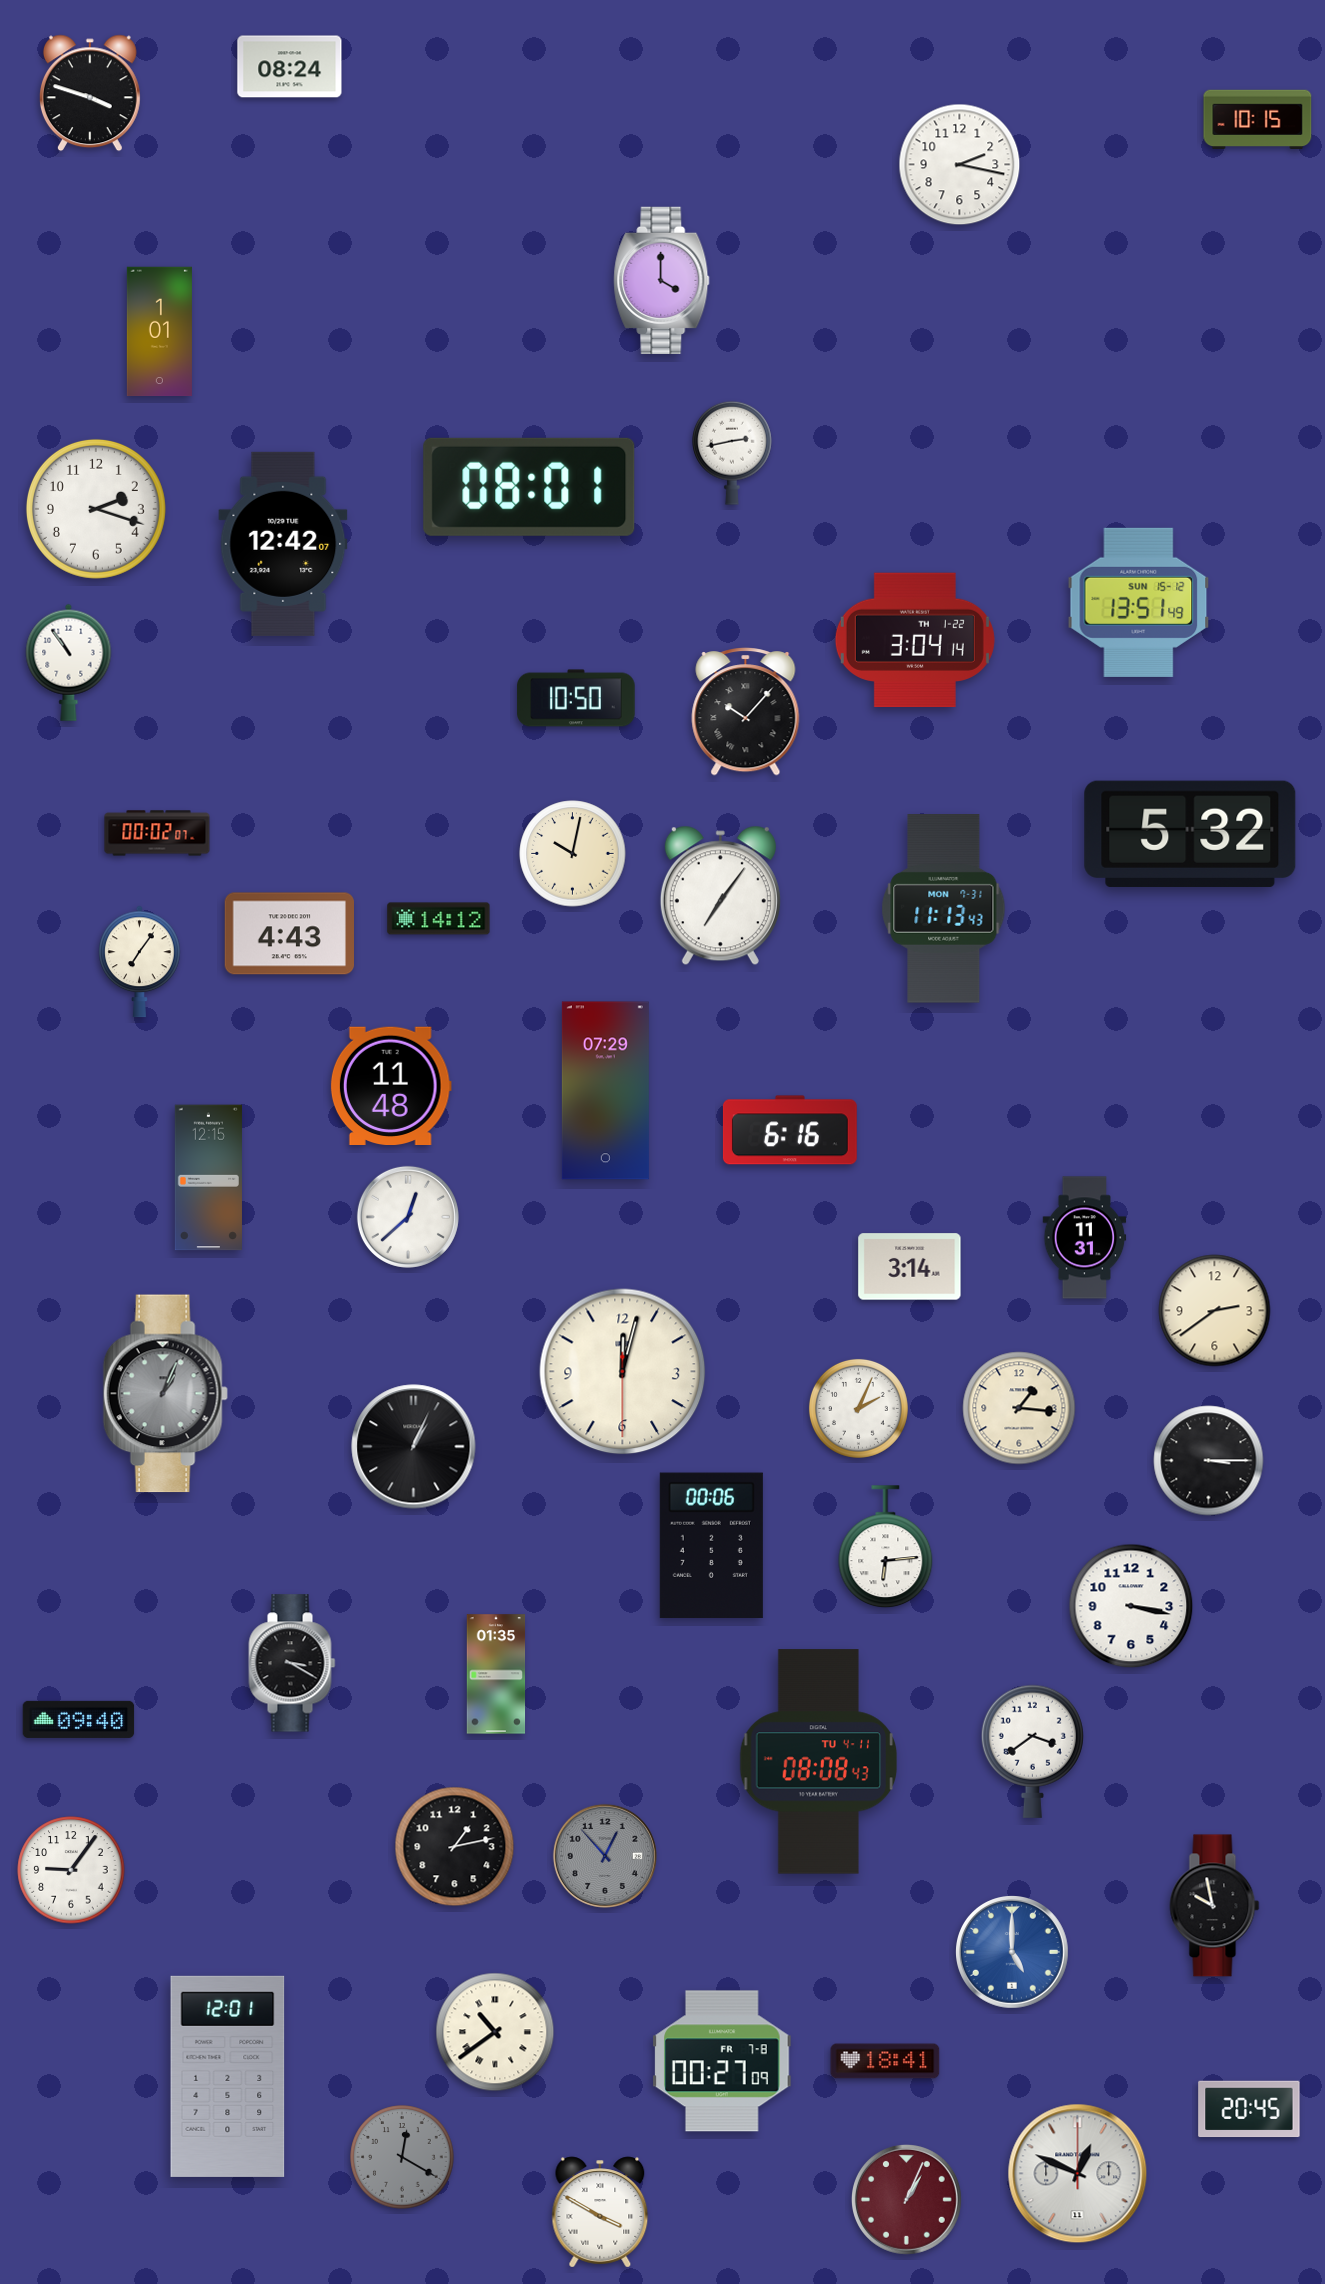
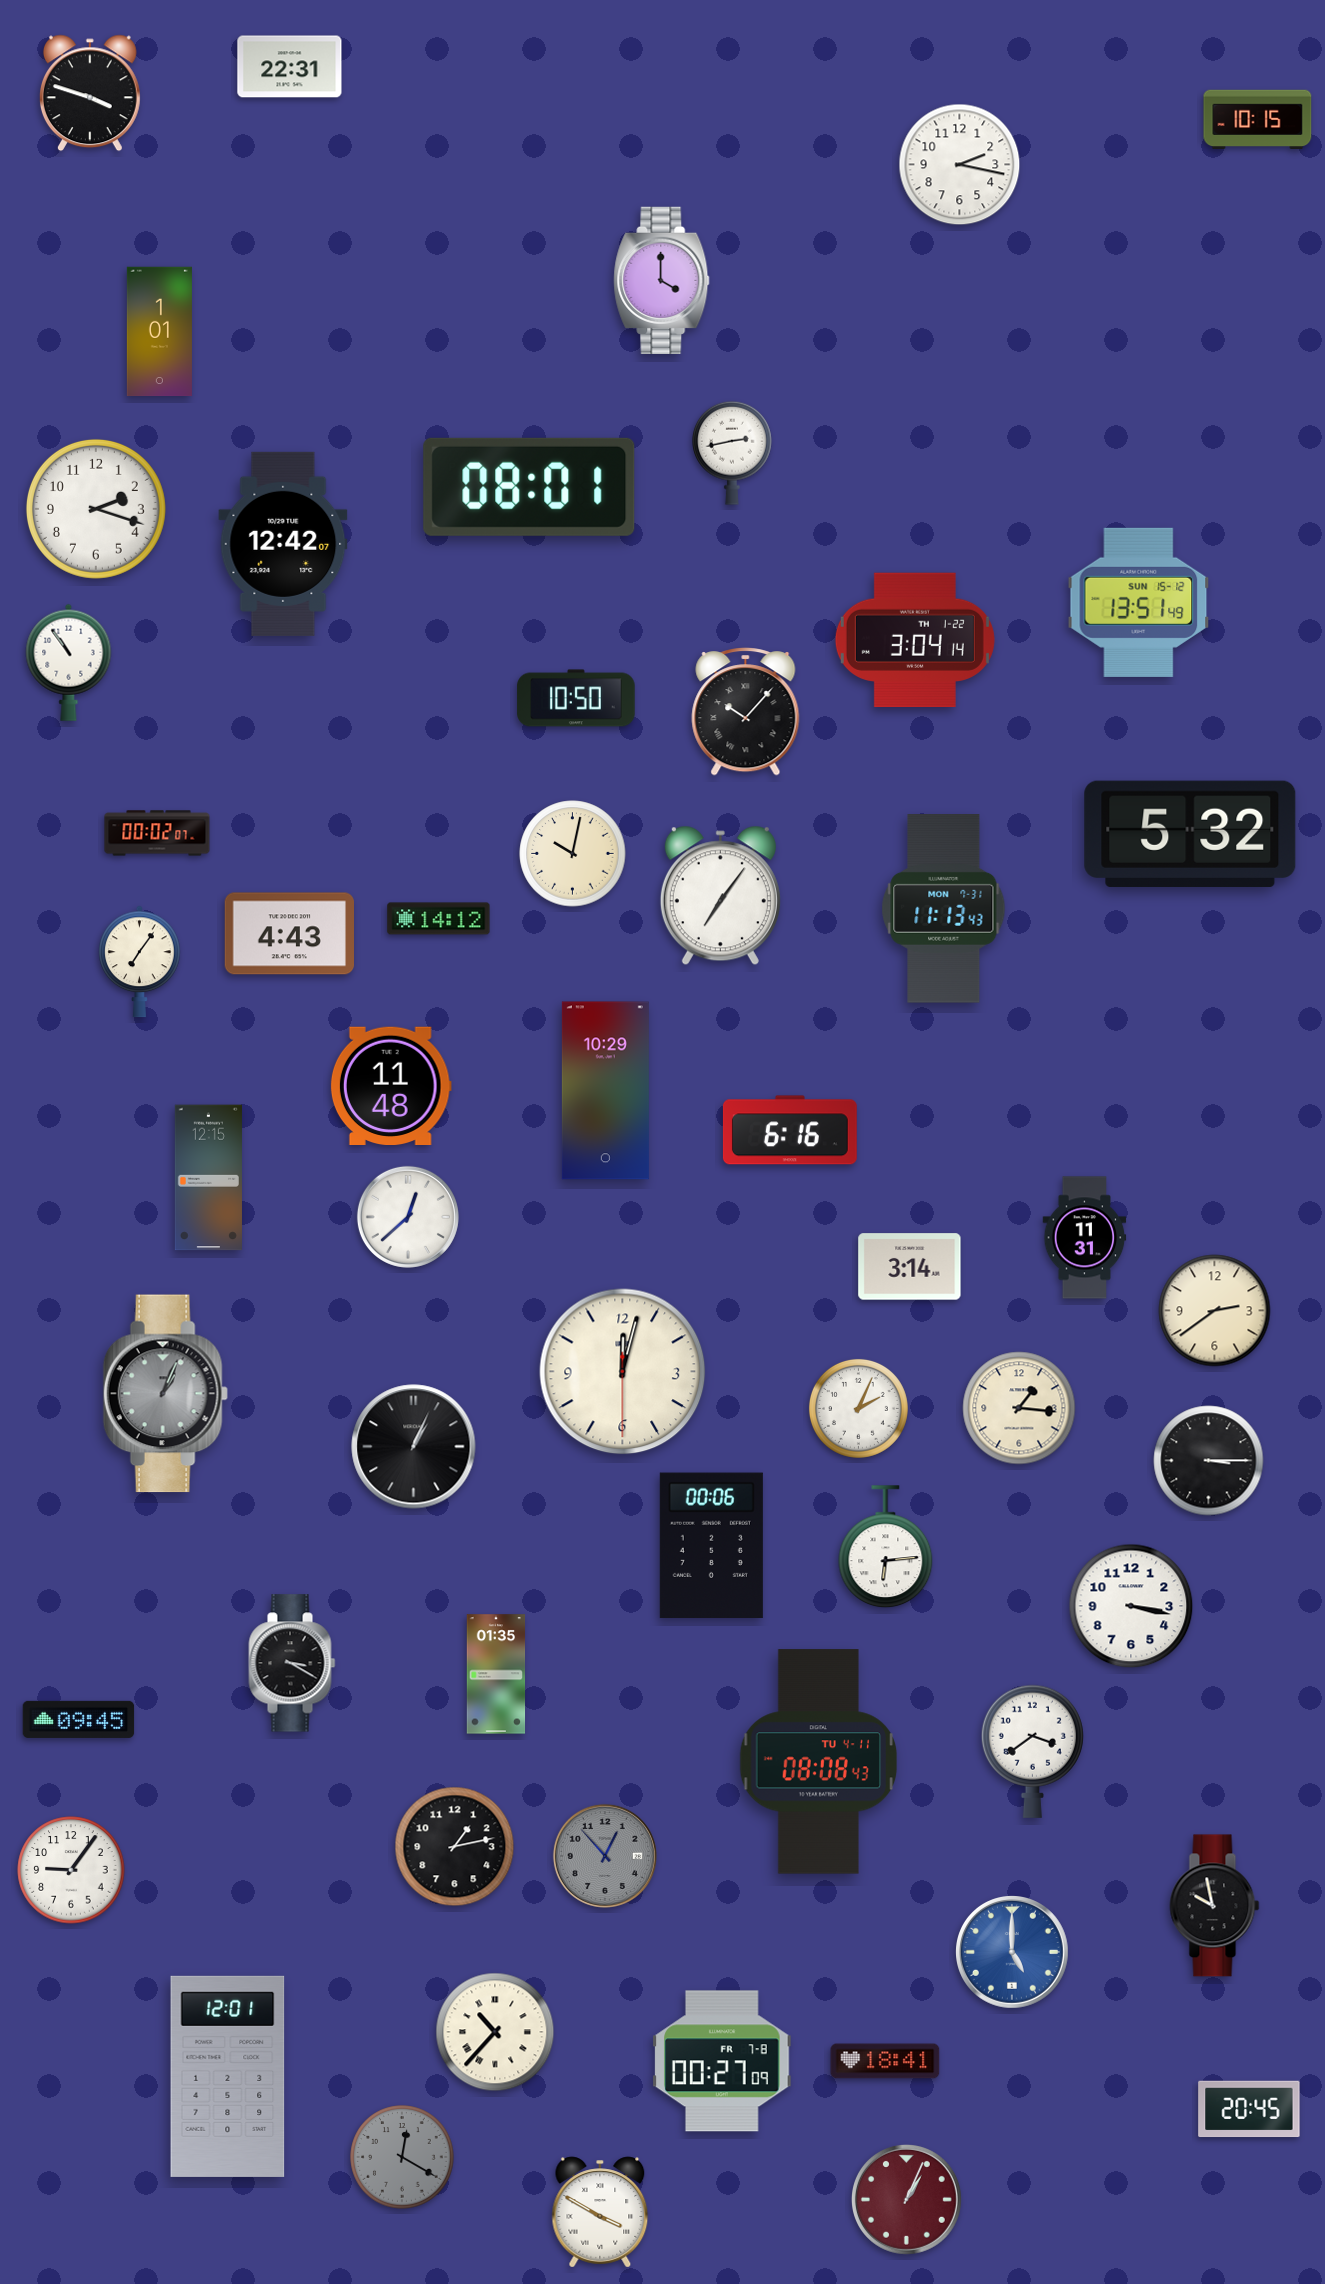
clock at (290, 67): 08:24 -> 22:31
clock at (605, 1091): 07:29 -> 10:29
clock at (79, 1719): 09:40 -> 09:45
clock at (495, 2032): 10:39 -> 10:37
clock at (1078, 2174): 12:49 -> none
